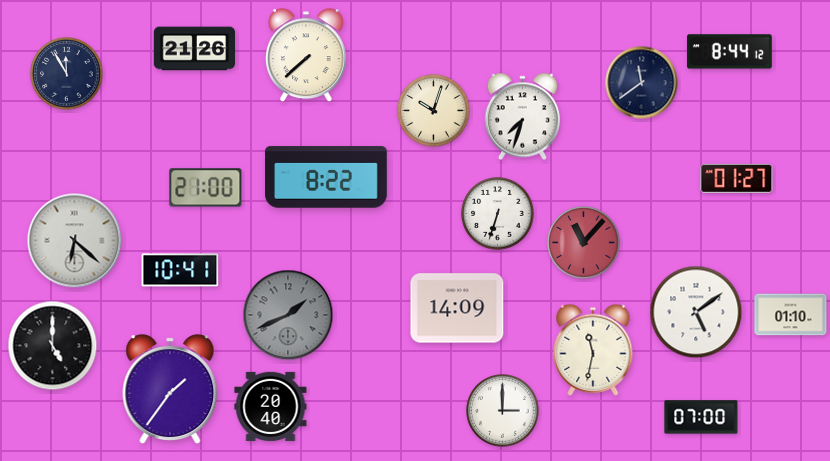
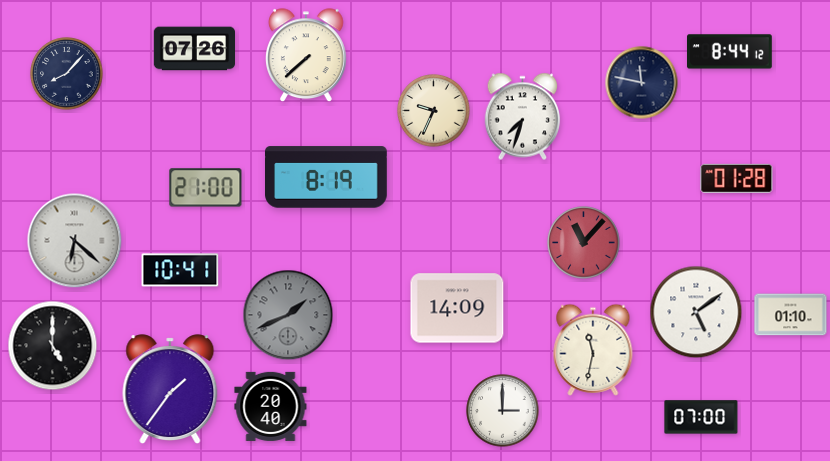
clock at (194, 49): 21:26 -> 07:26
clock at (67, 74): 11:55 -> 8:07
clock at (642, 83): 11:39 -> 11:47
clock at (434, 111): 10:03 -> 9:34
clock at (327, 177): 8:22 -> 8:19
clock at (737, 178): 01:27 -> 01:28
clock at (498, 214): 6:33 -> none
